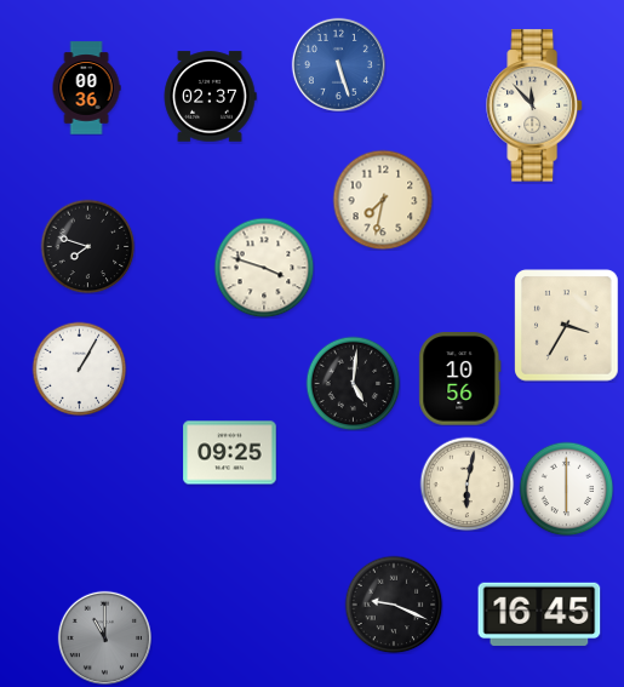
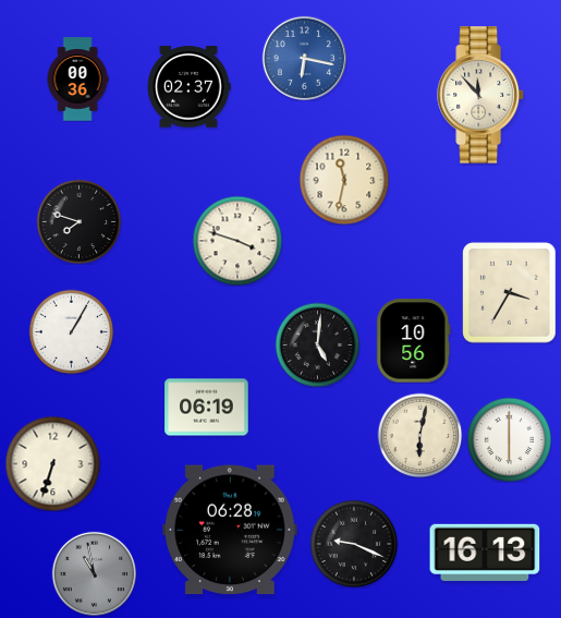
clock at (338, 64): 5:27 -> 6:17
clock at (383, 200): 7:32 -> 11:32
clock at (230, 453): 09:25 -> 06:19
clock at (52, 463): none -> 6:33
clock at (230, 530): none -> 06:28
clock at (539, 613): 16:45 -> 16:13
clock at (104, 637): 11:00 -> 10:58
